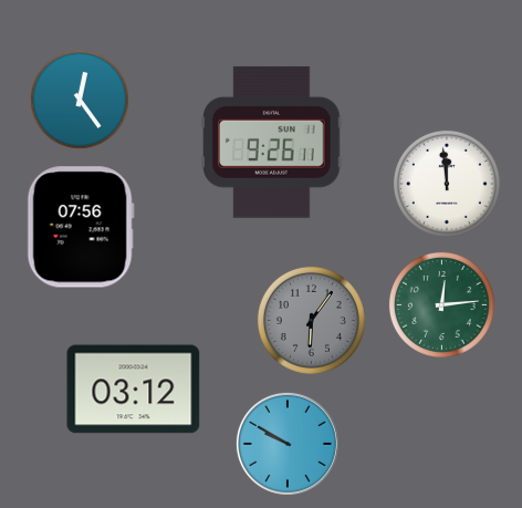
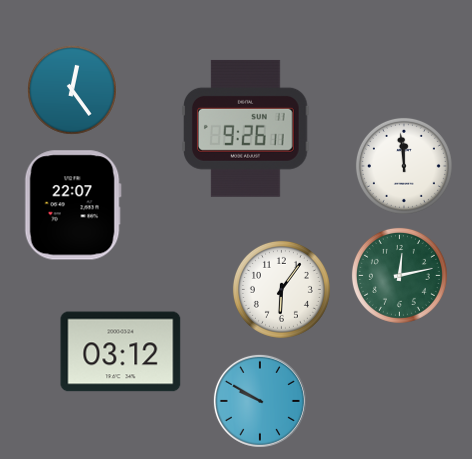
clock at (81, 227): 07:56 -> 22:07
clock at (441, 304): 12:14 -> 12:13
clock at (311, 320) dial: grey -> white
